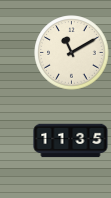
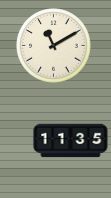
clock at (72, 53) position: (72, 53) -> (54, 46)
